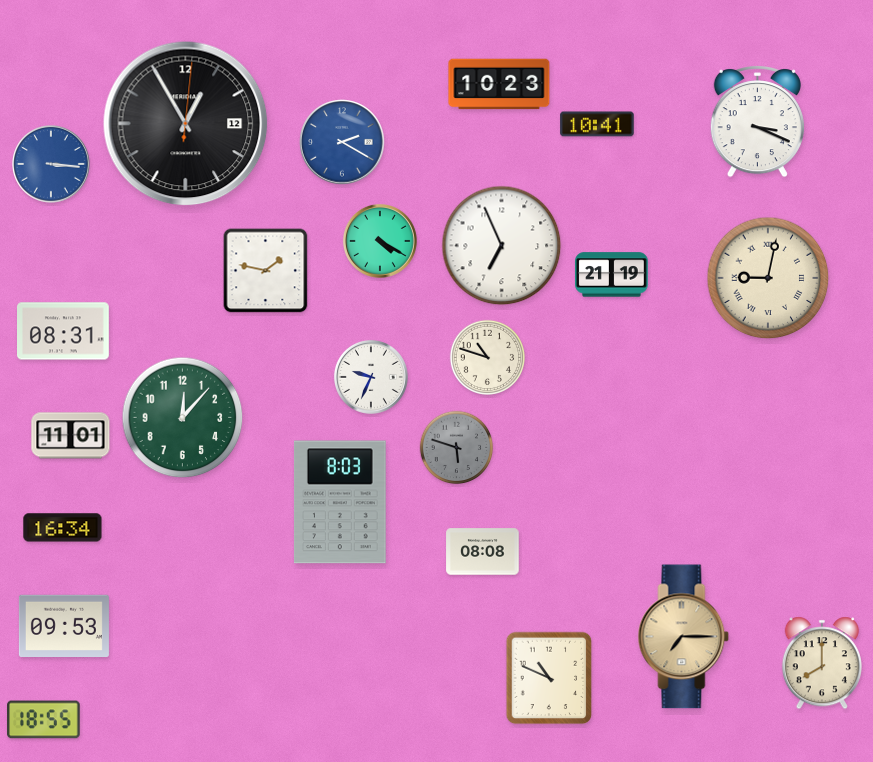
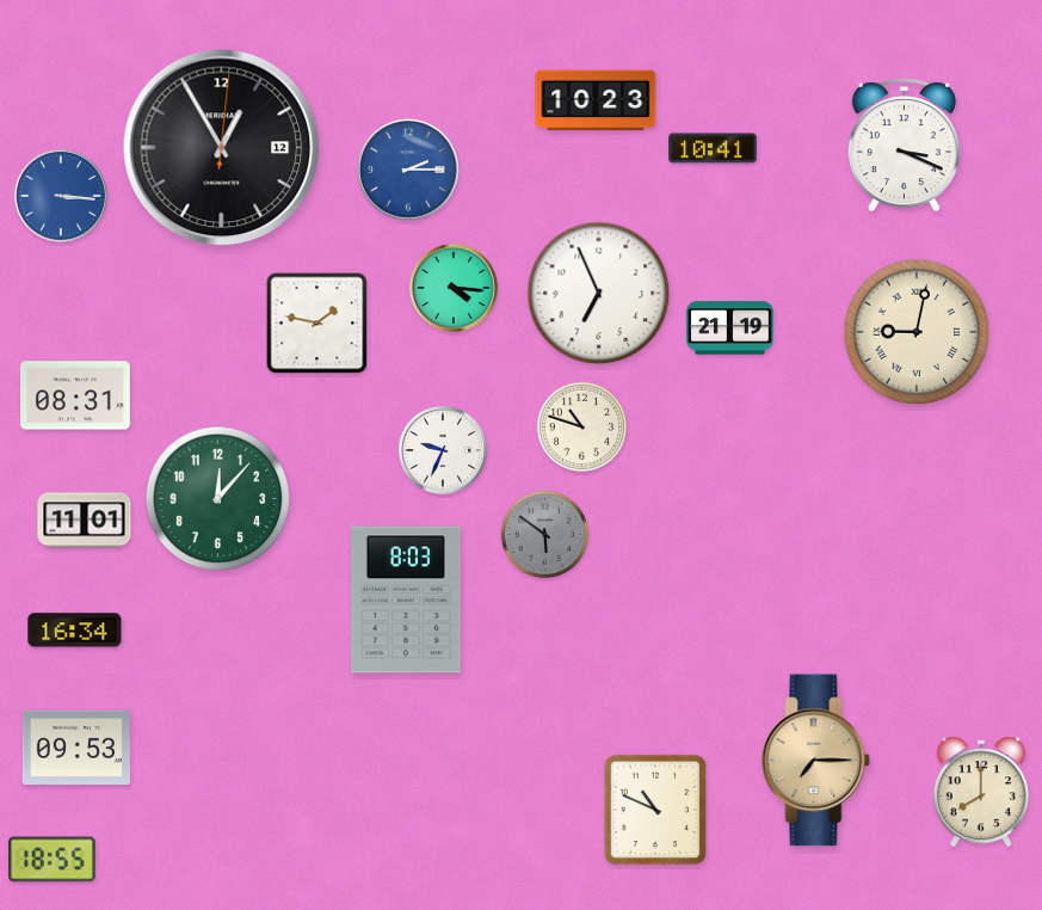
clock at (342, 142): 2:20 -> 2:15
clock at (380, 241): 4:20 -> 4:16
clock at (457, 448): 5:48 -> 5:51
clock at (483, 552): 08:08 -> none
